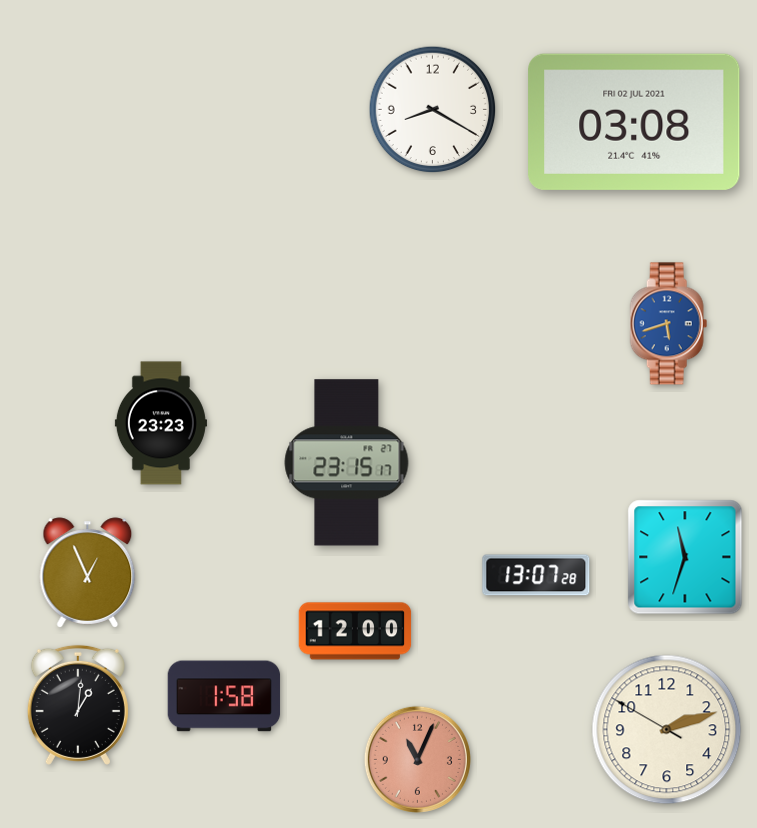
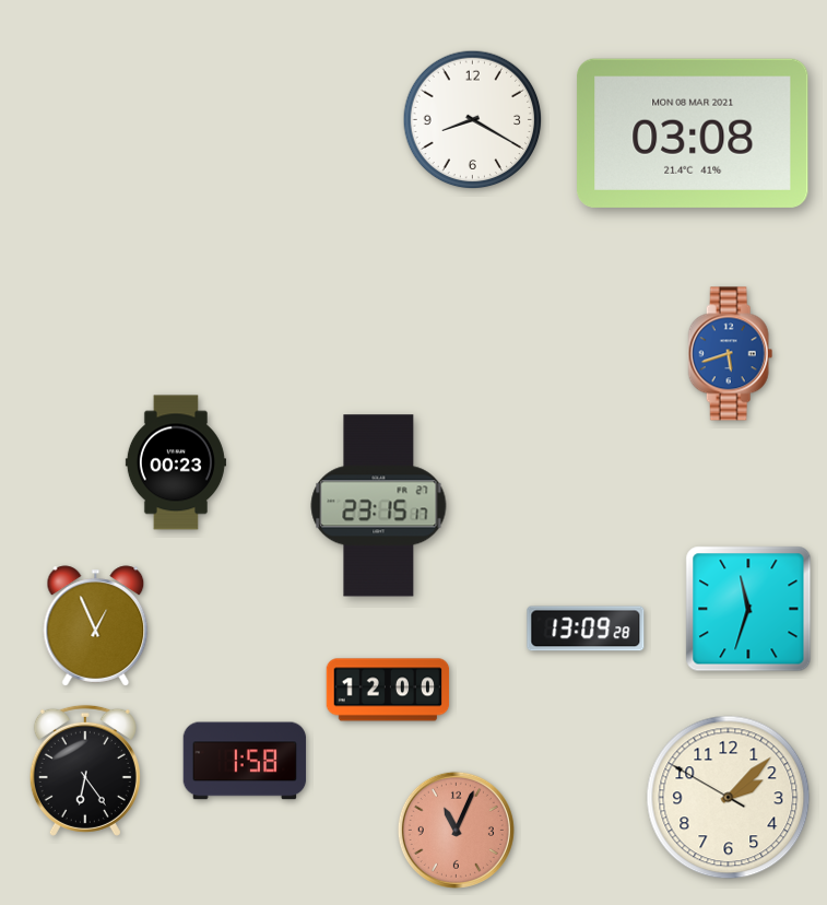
clock at (634, 122) date: FRI 02 JUL 2021 -> MON 08 MAR 2021
clock at (161, 423): 23:23 -> 00:23
clock at (536, 575): 13:07 -> 13:09
clock at (78, 705): 1:01 -> 6:24
clock at (667, 730): 2:11 -> 2:07
